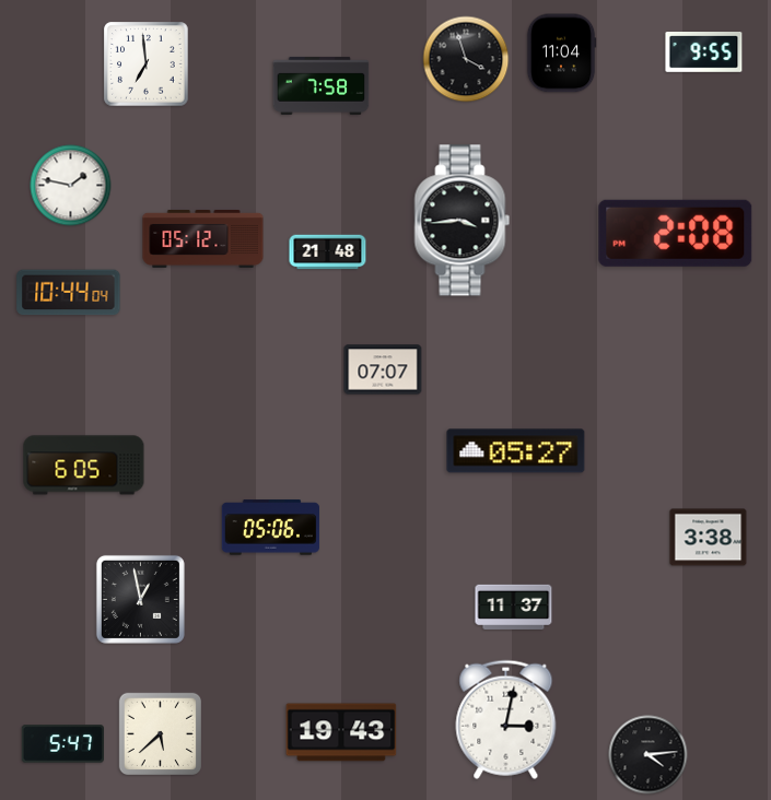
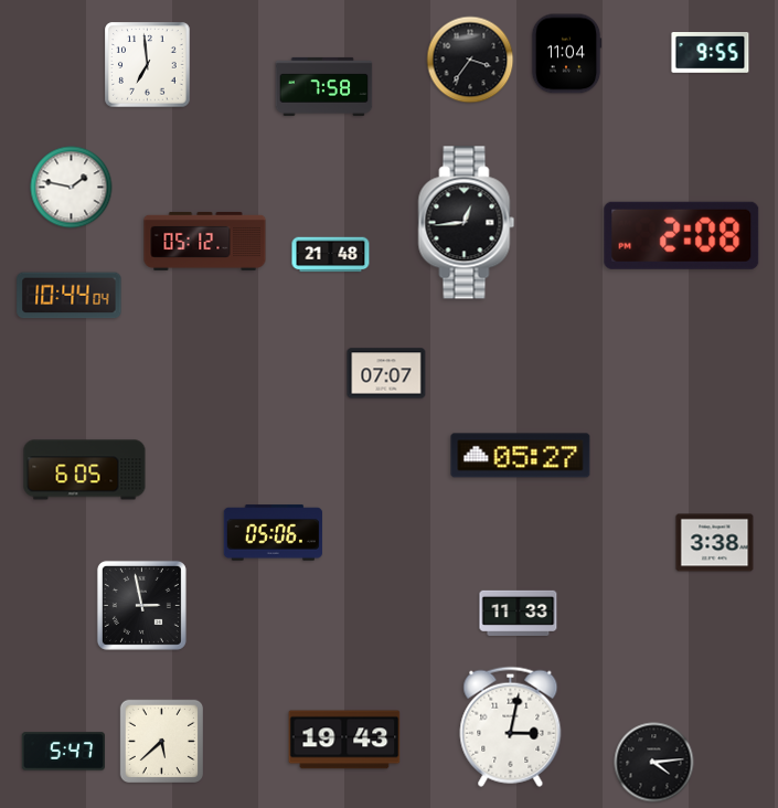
clock at (466, 59): 3:57 -> 3:36
clock at (463, 221): 3:44 -> 12:44
clock at (140, 599): 12:58 -> 2:58
clock at (514, 607): 11:37 -> 11:33
